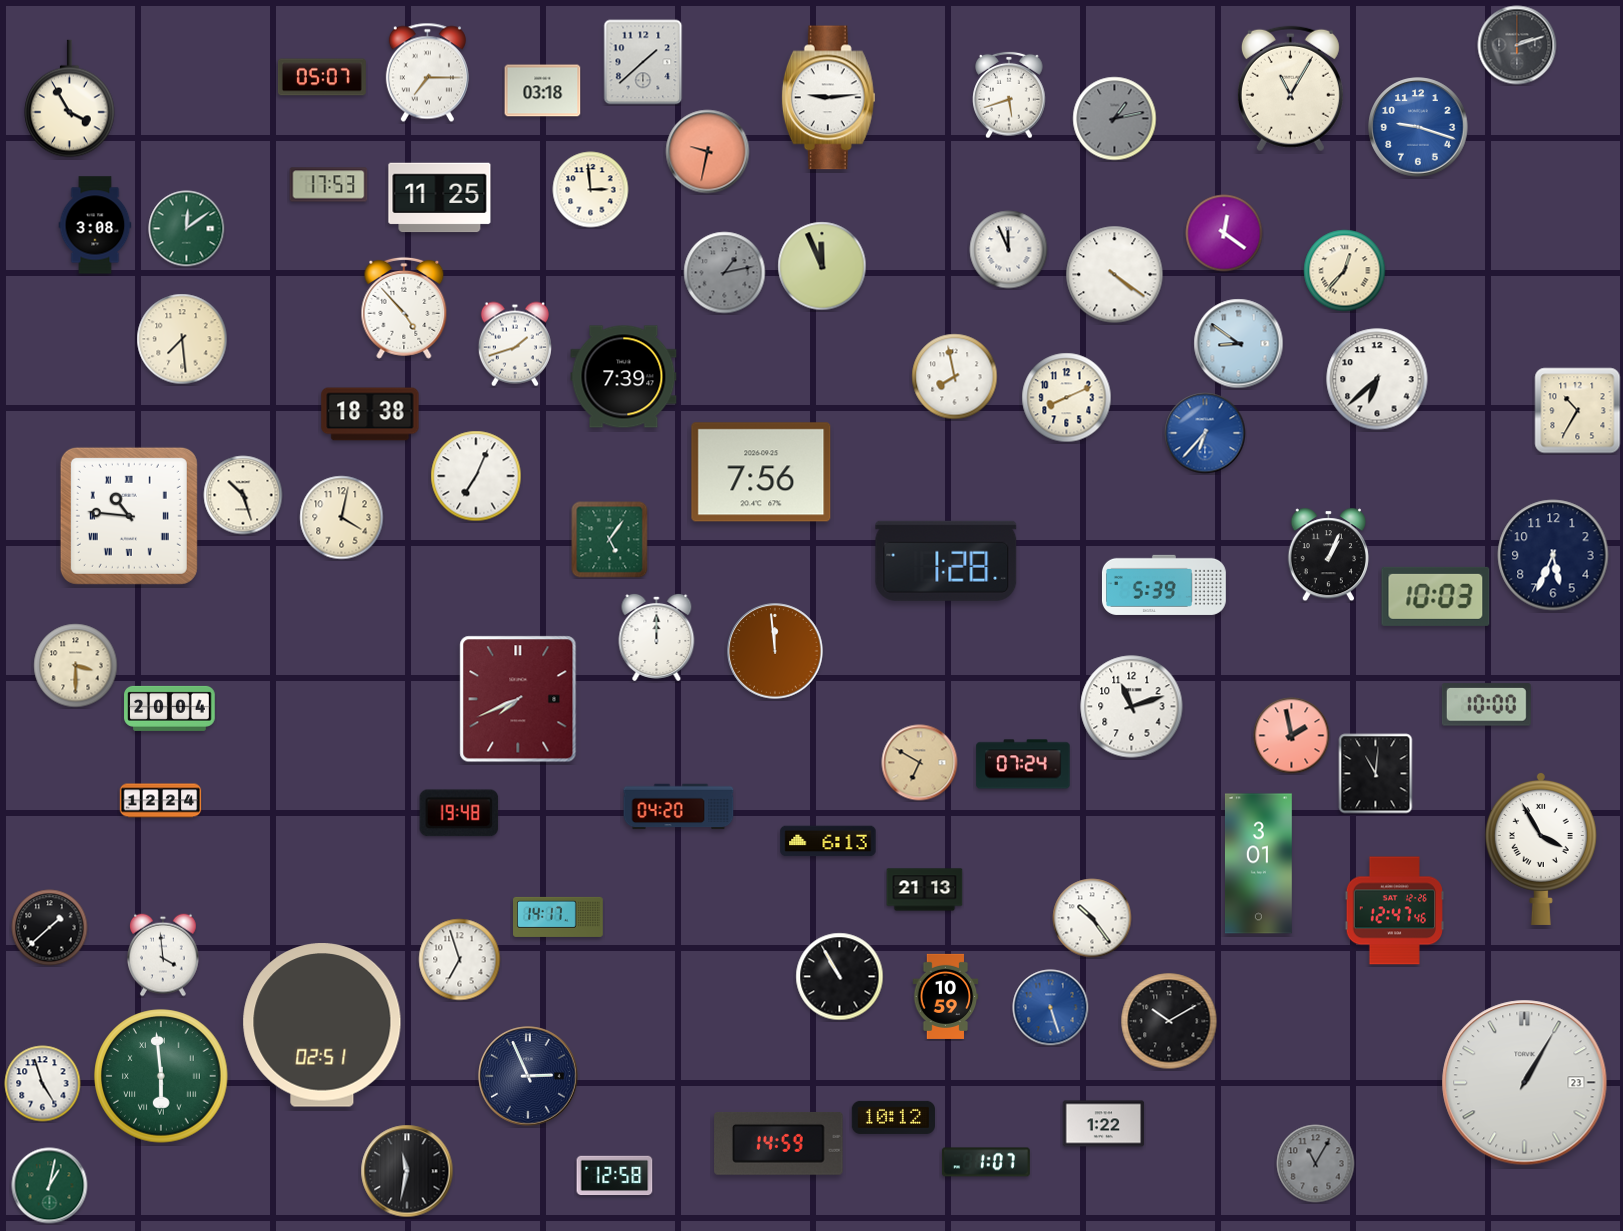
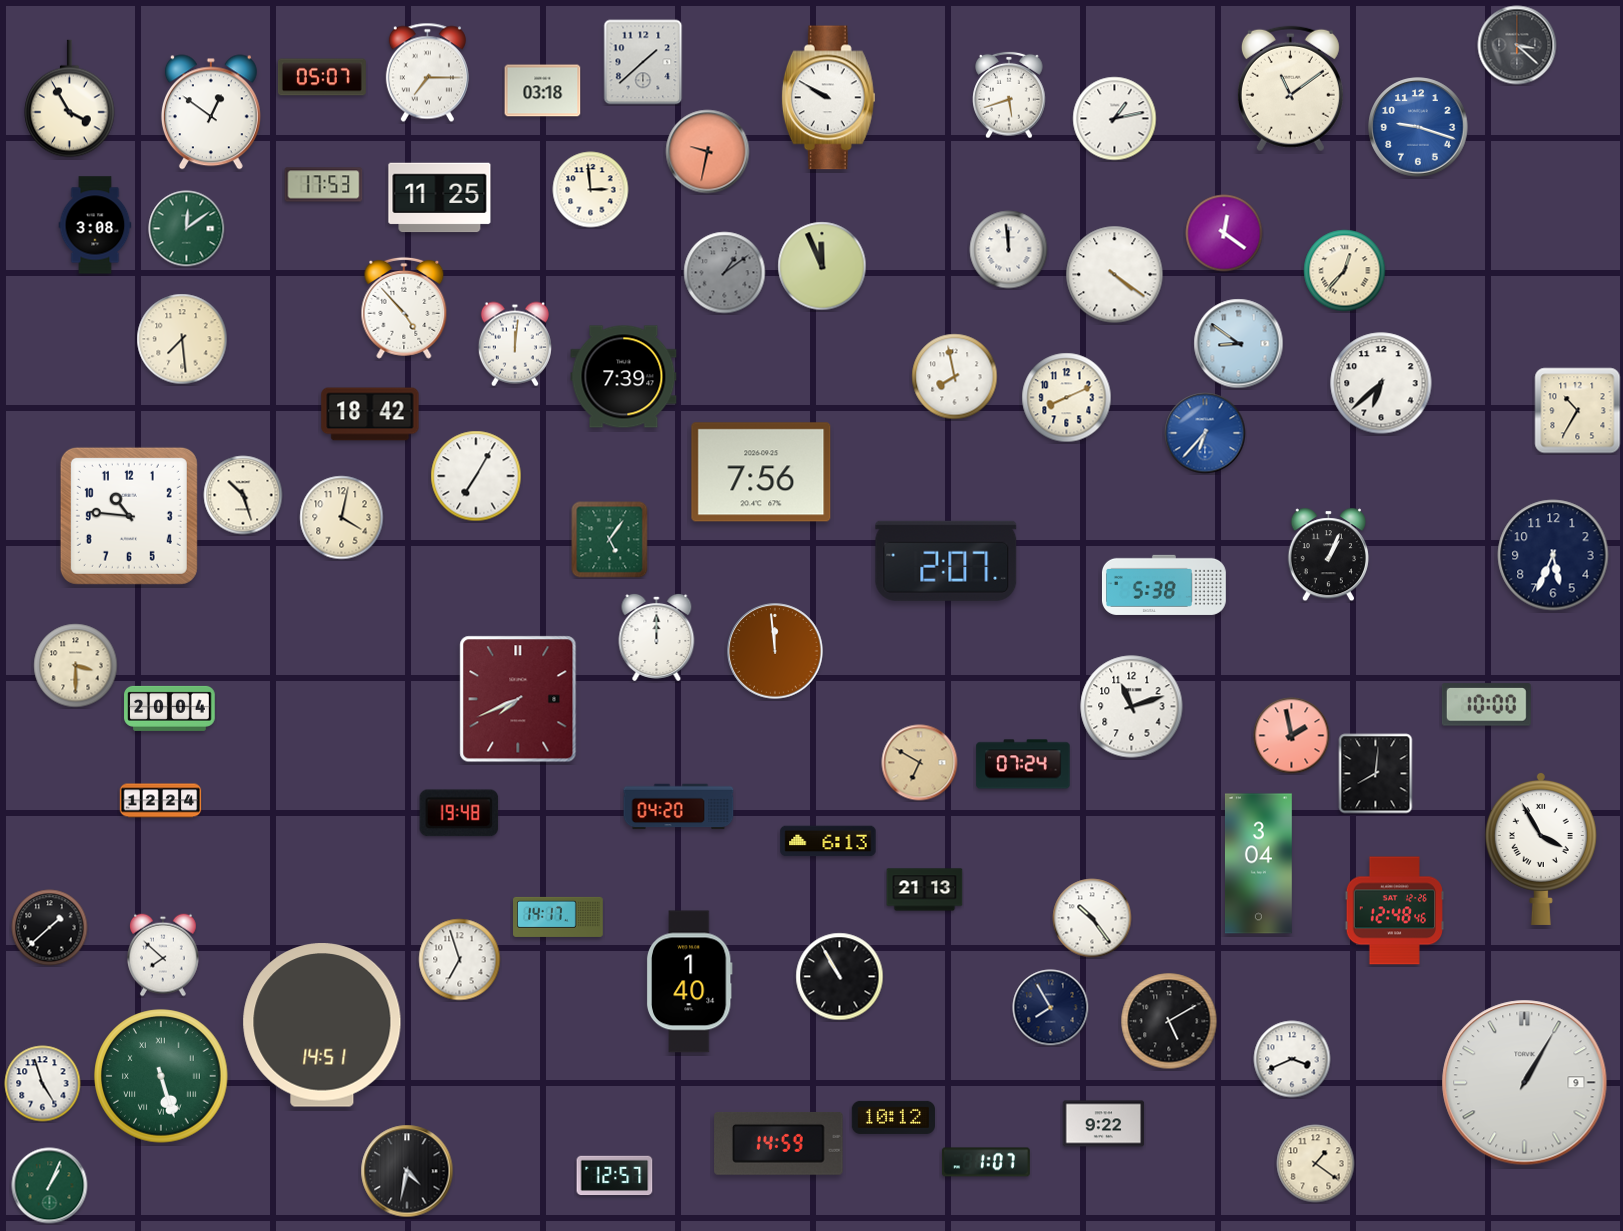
clock at (1517, 45): 2:12 -> 3:22
clock at (1290, 89): 11:05 -> 11:09
clock at (828, 98): 9:14 -> 9:50
clock at (211, 112): none -> 12:51
clock at (1115, 119) dial: grey -> white
clock at (329, 185) position: (329, 185) -> (324, 185)
clock at (1009, 250): 11:56 -> 11:59
clock at (725, 273): 1:13 -> 1:09
clock at (515, 344): 1:42 -> 12:01
clock at (1377, 379) position: (1377, 379) -> (1381, 383)
clock at (370, 414): 18:38 -> 18:42
clock at (476, 476): 7:04 -> 7:05
clock at (129, 516) numerals: Roman -> Arabic
clock at (946, 561): 1:28 -> 2:07
clock at (1164, 585): 5:39 -> 5:38
clock at (1436, 596): 10:03 -> none
clock at (1376, 774): 11:01 -> 8:01
clock at (1258, 864): 3:01 -> 3:04
clock at (1394, 911): 12:47 -> 12:48
clock at (164, 955): 3:59 -> 7:52
clock at (689, 982): none -> 1:40
clock at (946, 996): 10:59 -> none
clock at (1051, 1008): 5:27 -> 7:55
clock at (1051, 1008) dial: blue -> navy
clock at (1169, 1021): 10:10 -> 5:10
clock at (322, 1025): 02:51 -> 14:51
clock at (1292, 1059): none -> 3:41
clock at (161, 1076): 5:59 -> 5:27
clock at (528, 1076): 2:56 -> none
clock at (1525, 1083) date: 23 -> 9
clock at (1104, 1124): 1:22 -> 9:22
clock at (1316, 1164): 11:05 -> 1:21
clock at (1316, 1164) dial: grey -> cream
clock at (407, 1171): 11:32 -> 4:32
clock at (615, 1176): 12:58 -> 12:57
clock at (50, 1186): 1:02 -> 1:04
